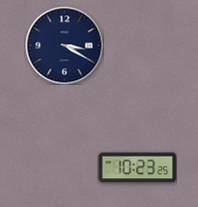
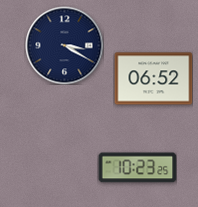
clock at (153, 79): none -> 06:52
